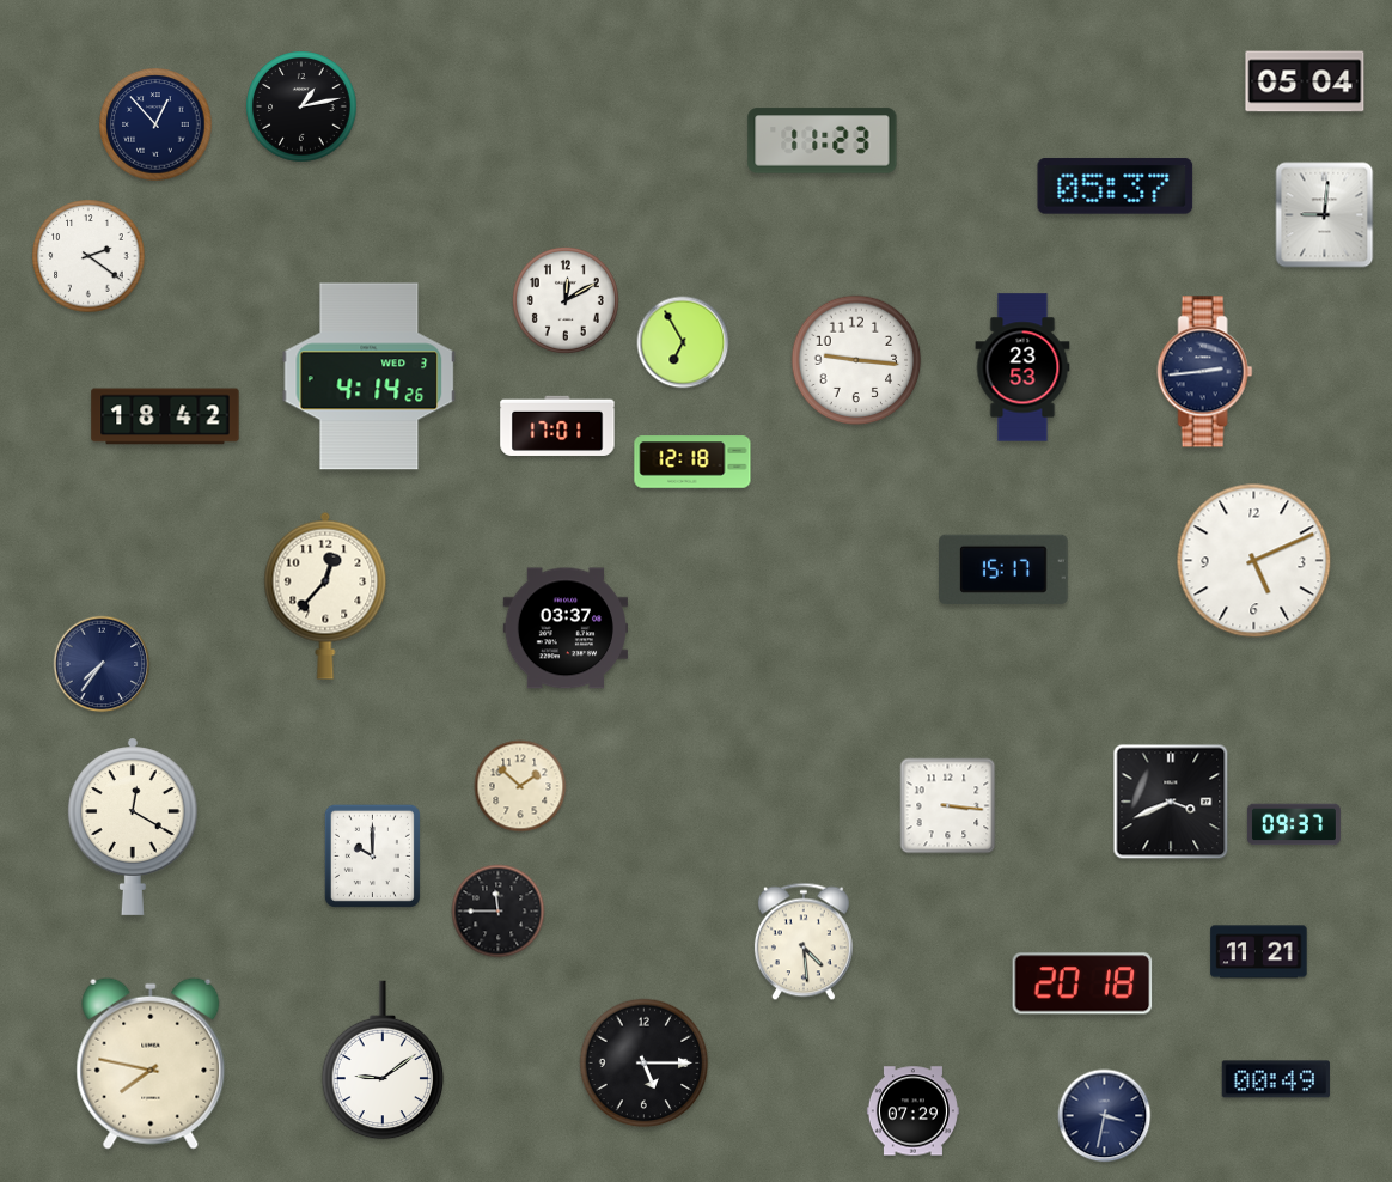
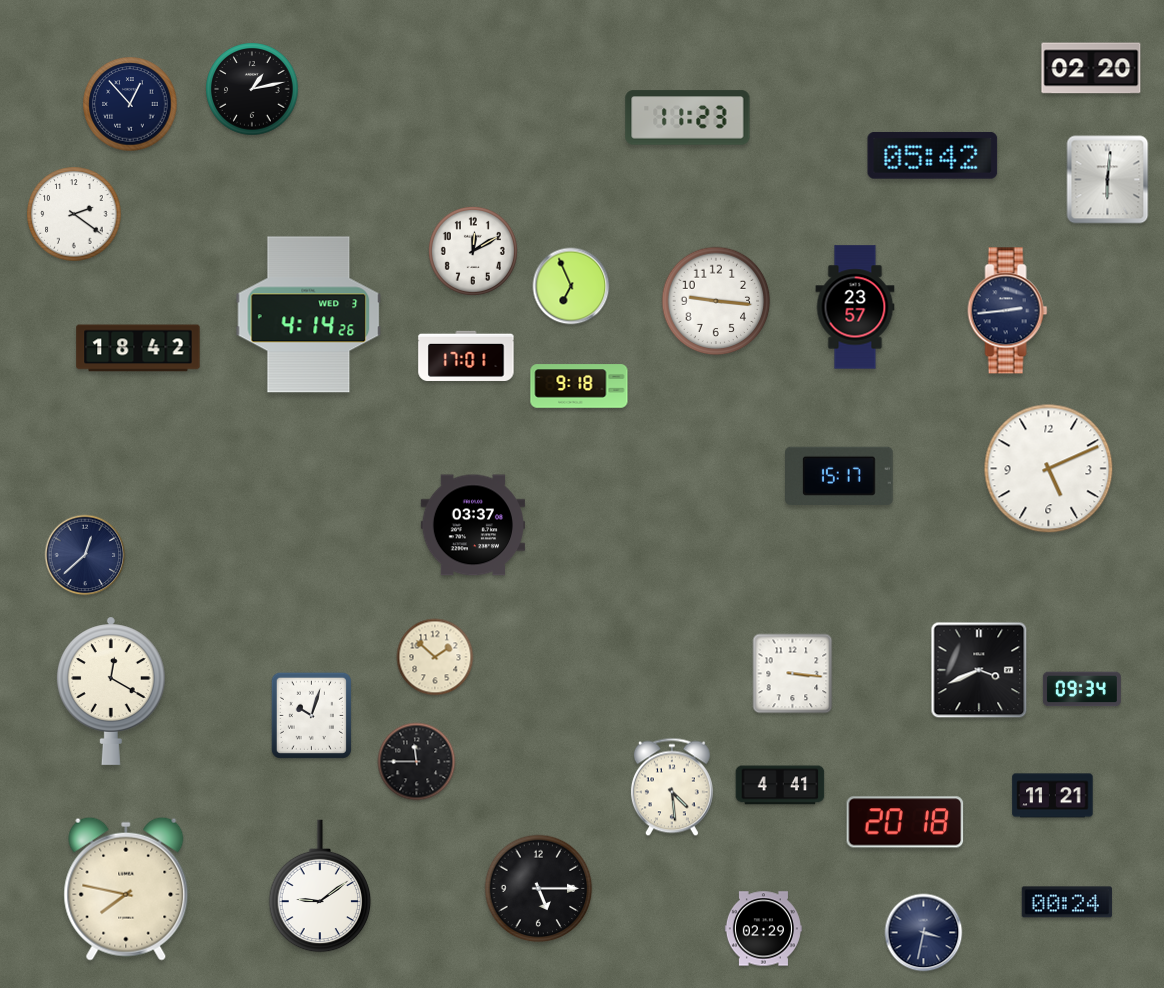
clock at (1305, 81): 05:04 -> 02:20
clock at (1116, 185): 05:37 -> 05:42
clock at (1325, 215): 9:01 -> 6:01
clock at (683, 342): 6:55 -> 6:56
clock at (1022, 367): 23:53 -> 23:57
clock at (692, 462): 12:18 -> 9:18
clock at (325, 596): 12:37 -> none
clock at (102, 664): 7:36 -> 12:38
clock at (1294, 824): 09:37 -> 09:34
clock at (372, 855): 10:00 -> 10:03
clock at (780, 785): none -> 4:41
clock at (1276, 1079): 00:49 -> 00:24
clock at (912, 1111): 07:29 -> 02:29
